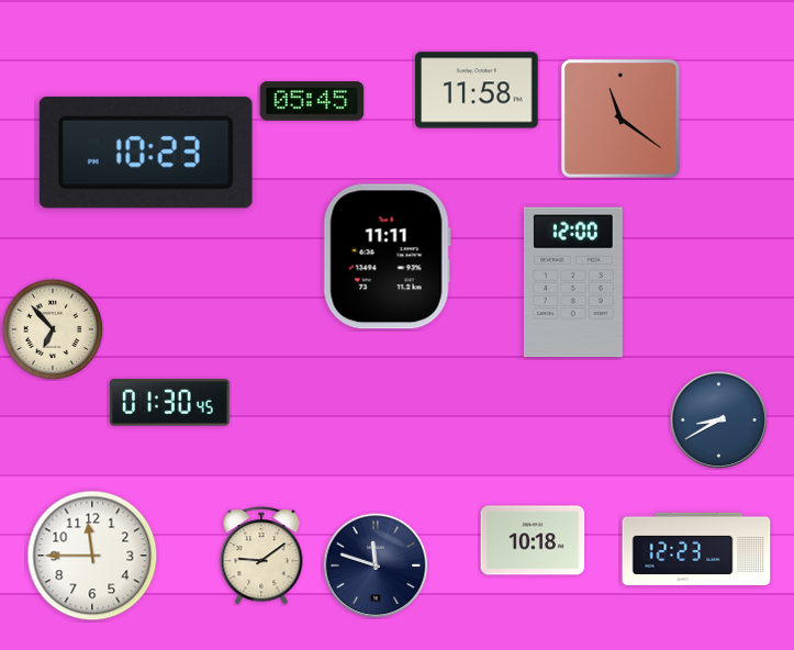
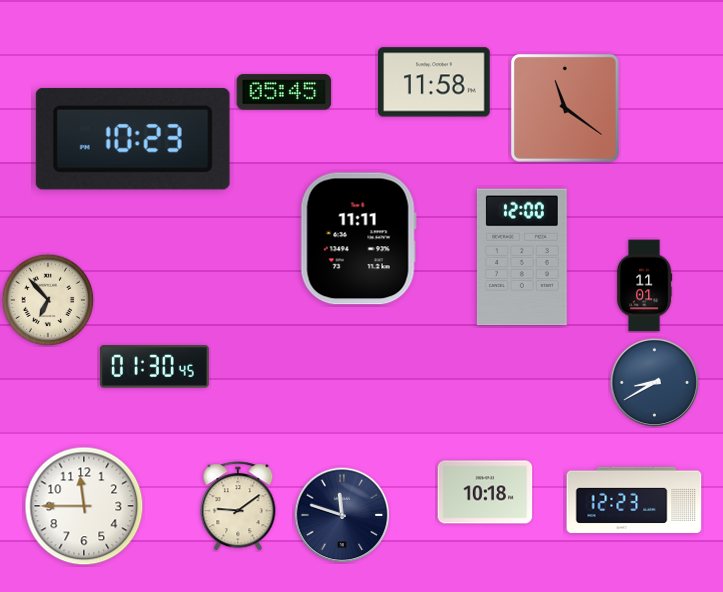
clock at (387, 257) position: (387, 257) -> (358, 239)
clock at (644, 286): none -> 11:01
